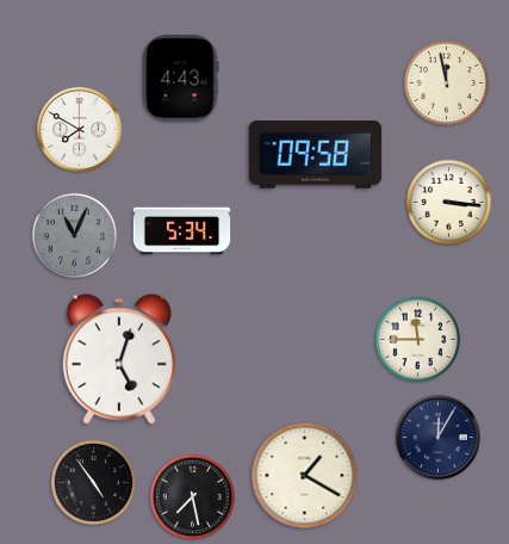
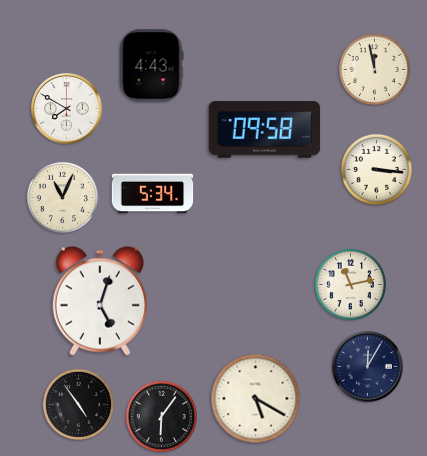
clock at (74, 235) dial: grey -> cream
clock at (417, 339): 11:45 -> 11:13
clock at (305, 476): 1:20 -> 5:20
clock at (192, 496): 7:28 -> 6:06
